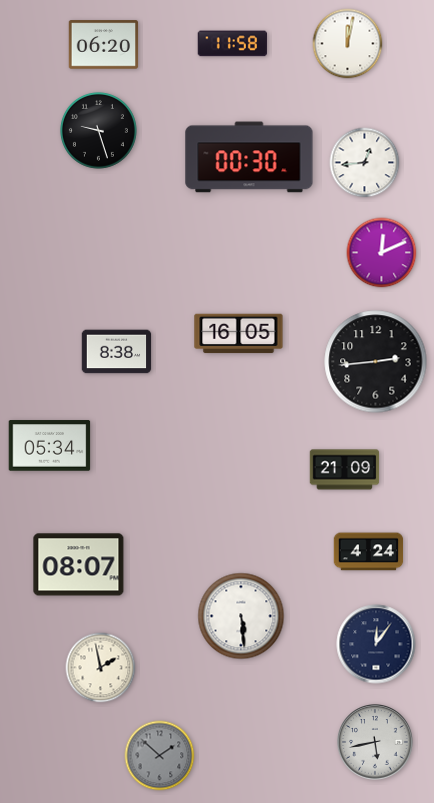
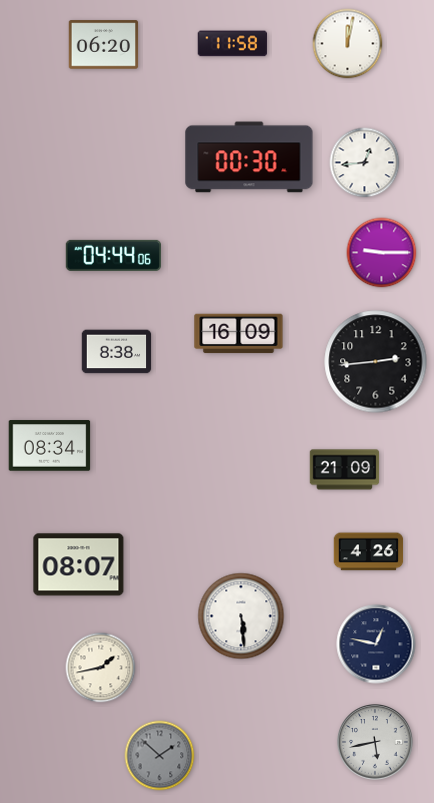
clock at (98, 130): 9:27 -> none
clock at (382, 253): 12:11 -> 9:15
clock at (113, 255): none -> 04:44
clock at (239, 334): 16:05 -> 16:09
clock at (50, 446): 05:34 -> 08:34
clock at (369, 552): 4:24 -> 4:26
clock at (376, 644): 12:06 -> 12:47
clock at (101, 668): 1:58 -> 1:43
